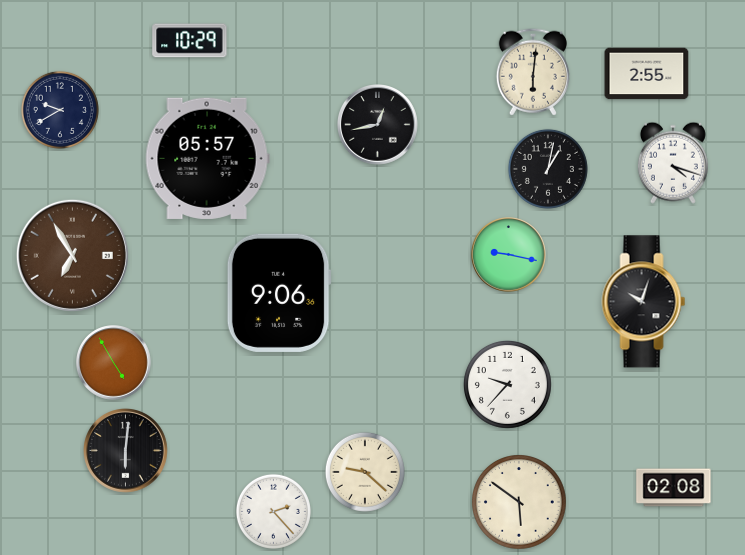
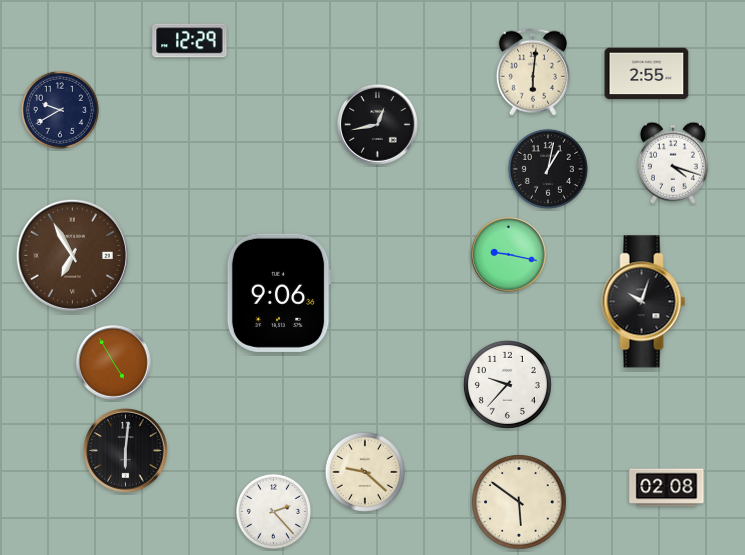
clock at (190, 41): 10:29 -> 12:29
clock at (207, 158): 05:57 -> none
clock at (674, 488) position: (674, 488) -> (667, 488)
